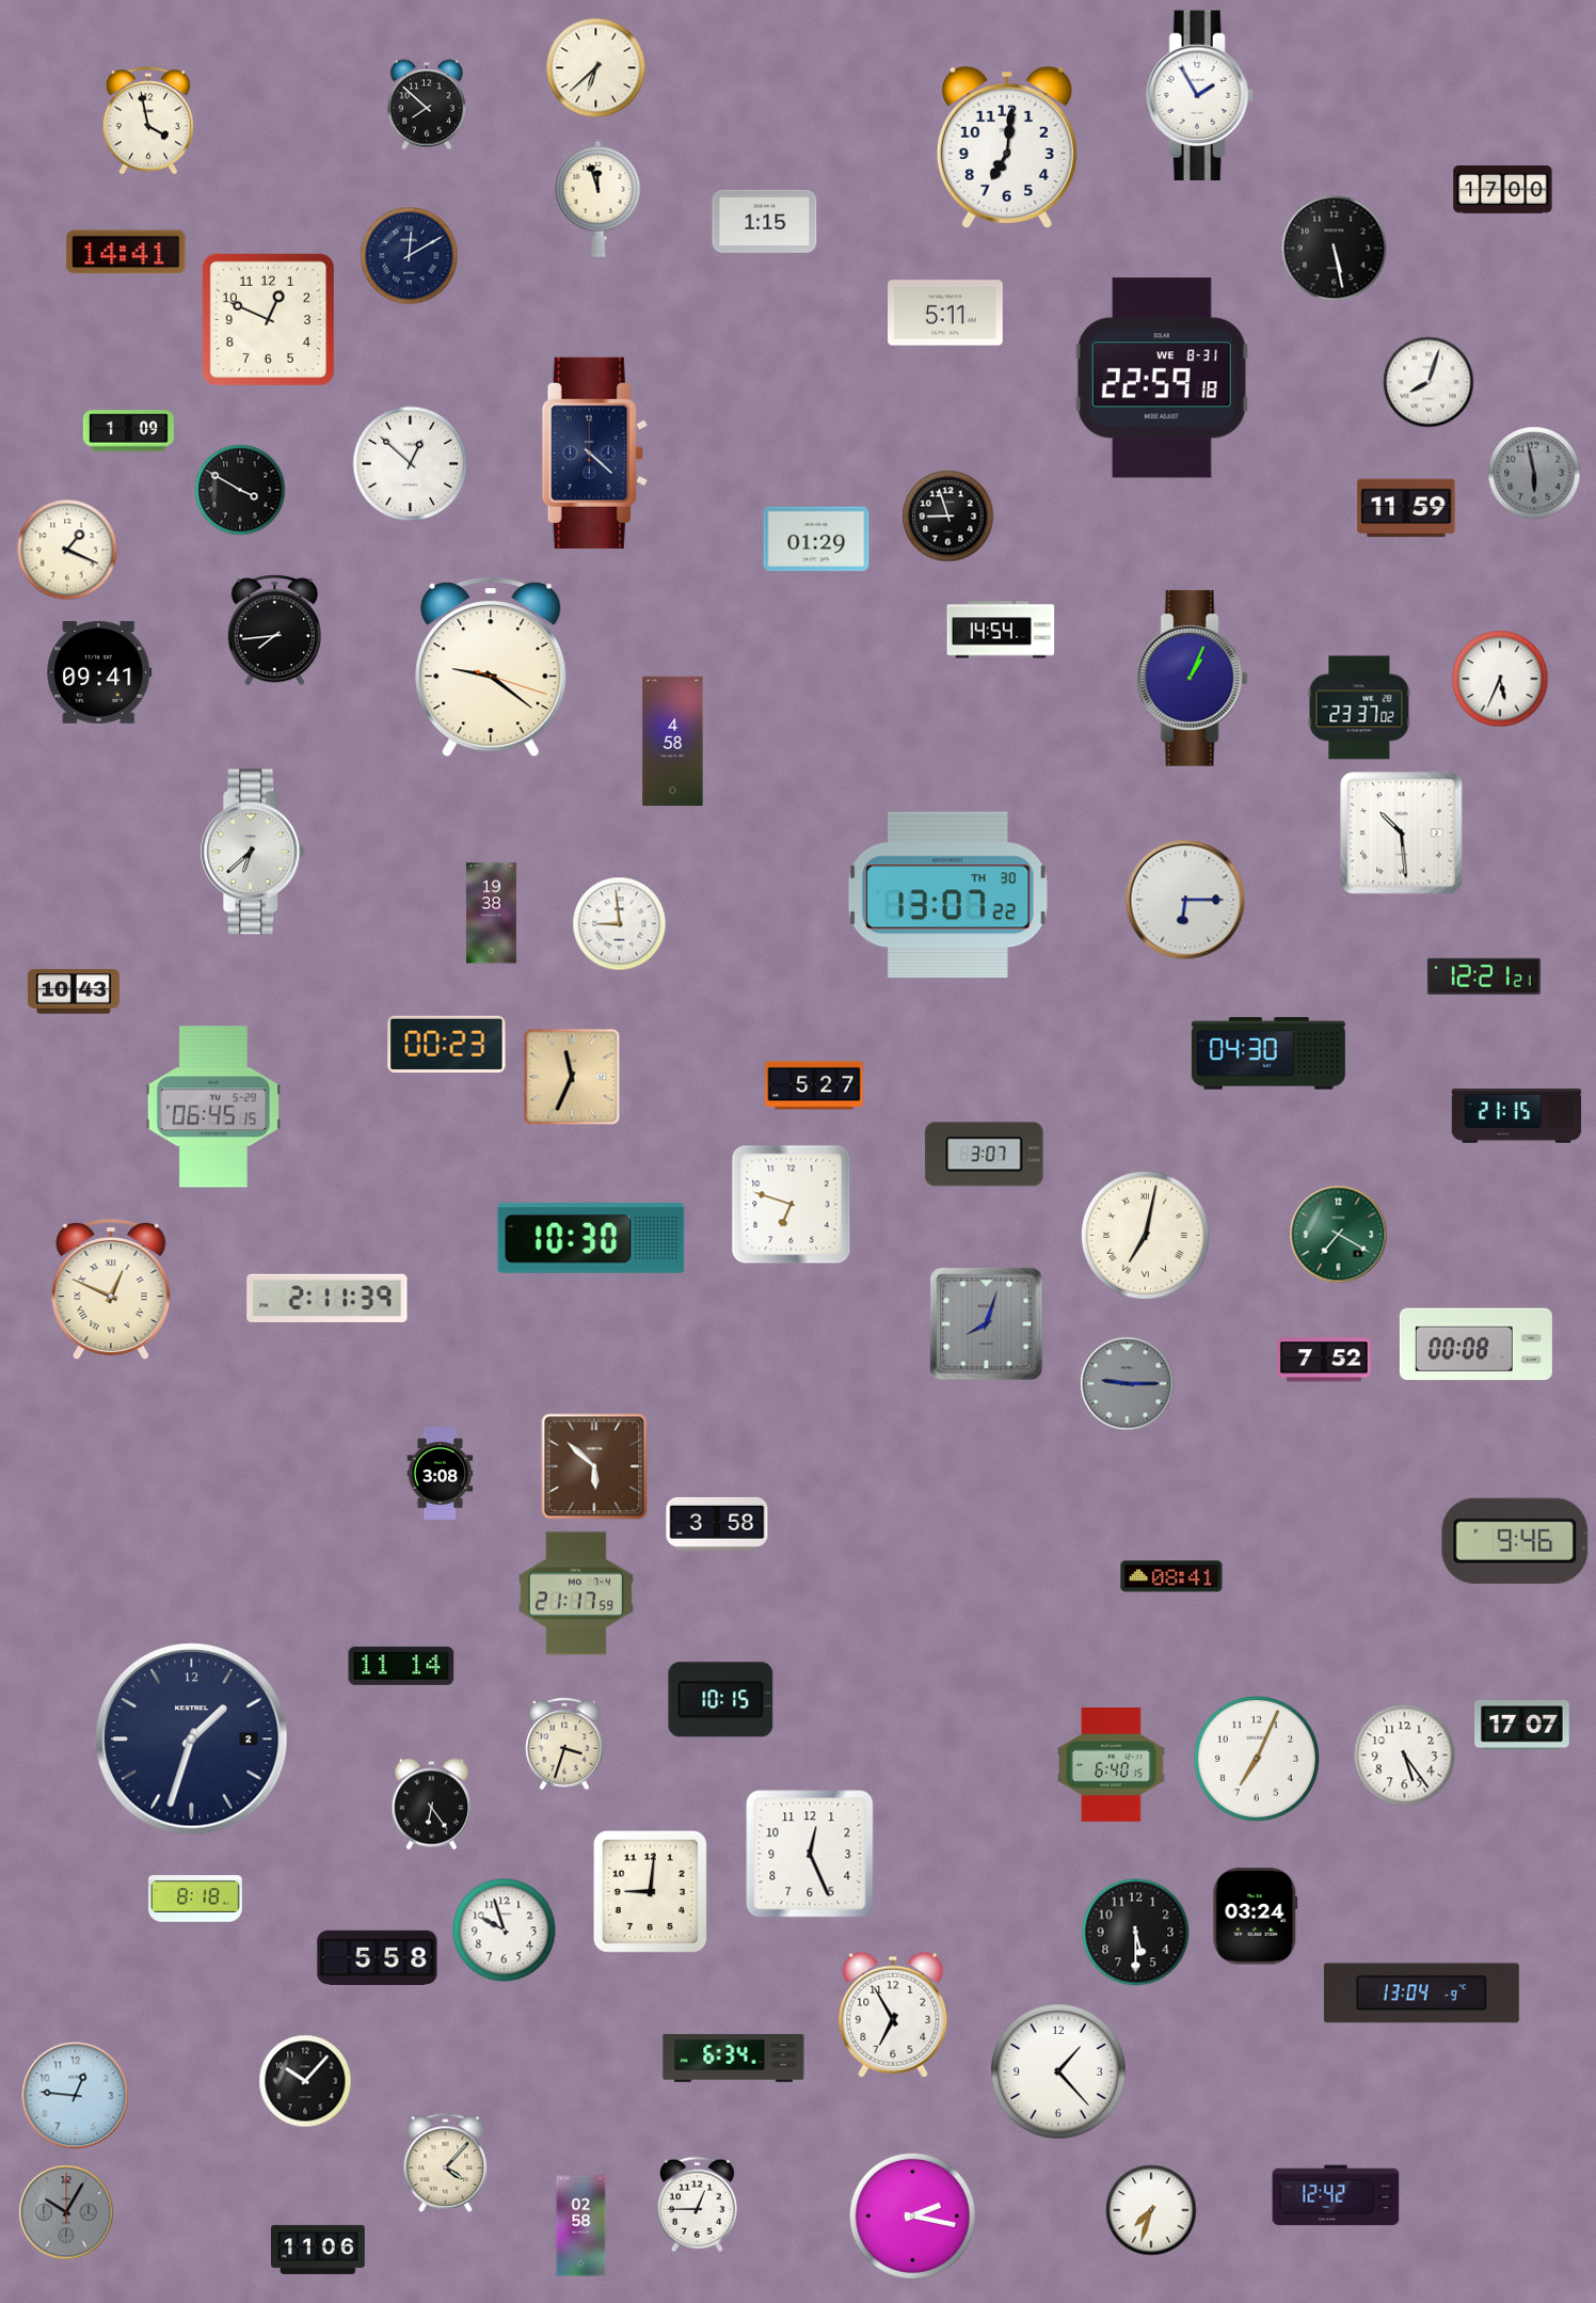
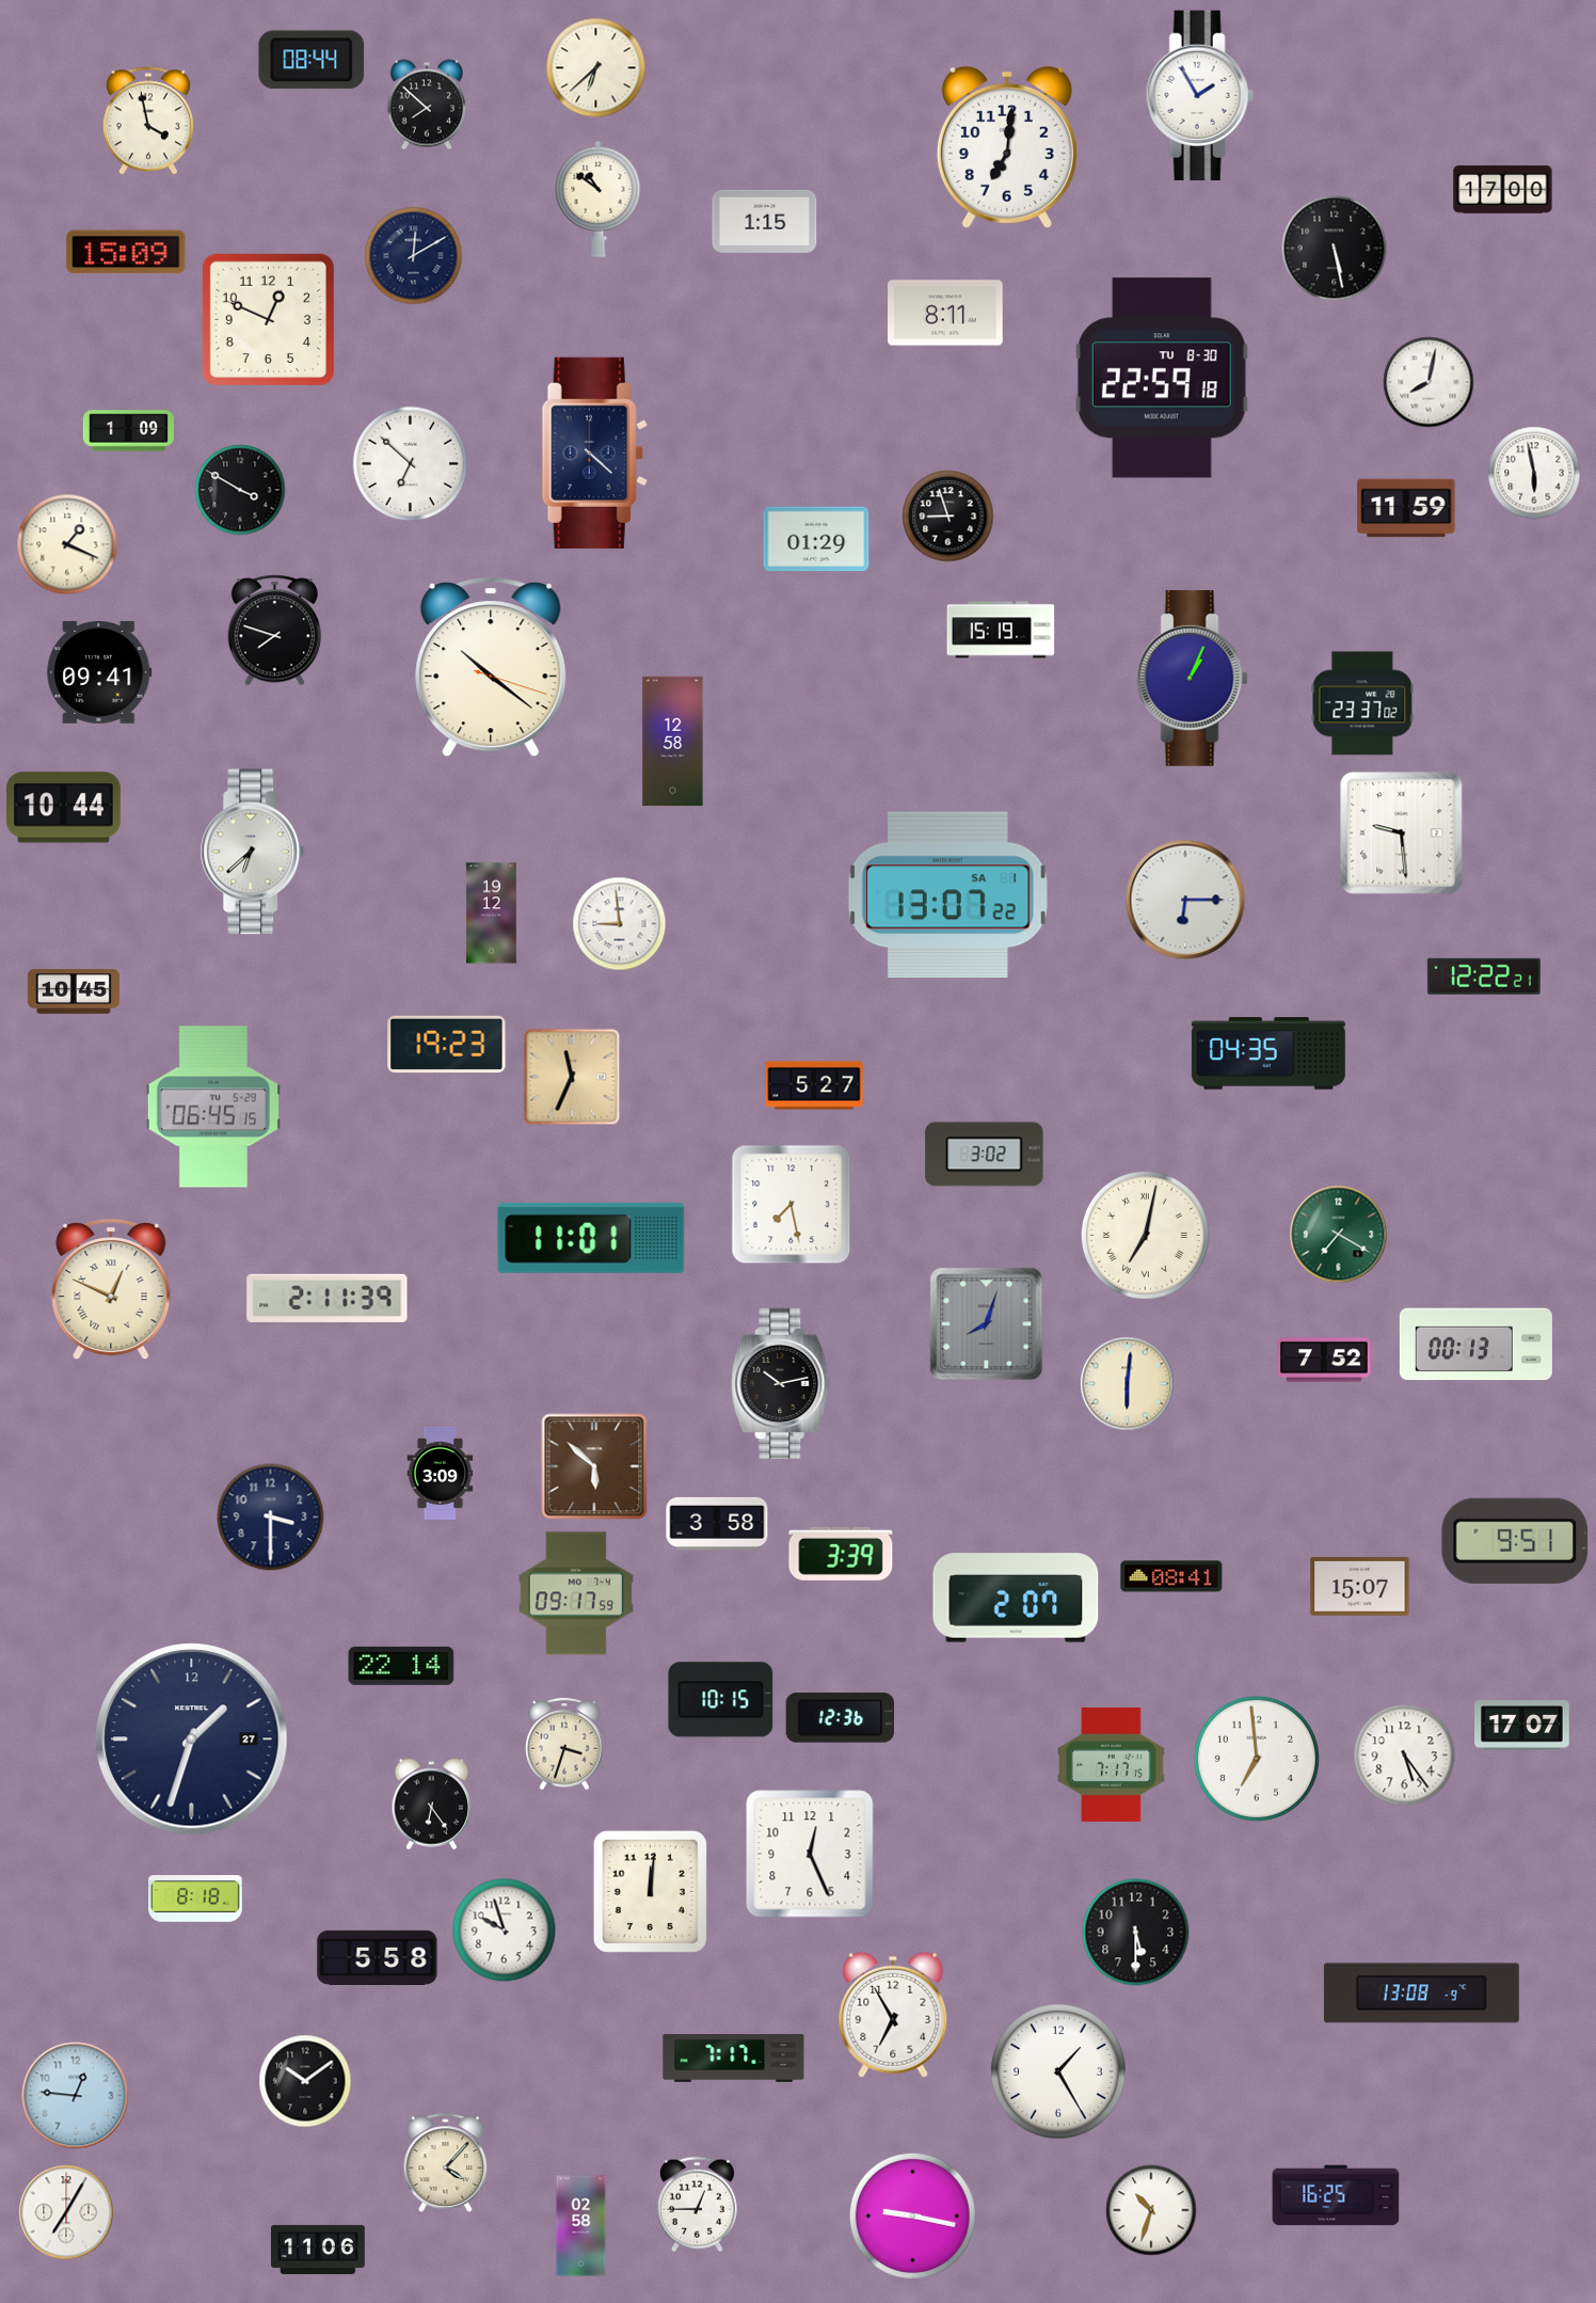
clock at (312, 60): none -> 08:44
clock at (598, 198): 11:57 -> 10:51
clock at (126, 252): 14:41 -> 15:09
clock at (410, 256) position: (410, 256) -> (414, 256)
clock at (945, 313): 5:11 -> 8:11
clock at (1162, 378) date: WE 8-31 -> TU 8-30
clock at (1429, 382): 8:03 -> 8:02
clock at (411, 464): 12:52 -> 6:52
clock at (1534, 473) dial: grey -> white
clock at (67, 550) position: (67, 550) -> (67, 544)
clock at (1001, 630): 14:54 -> 15:19
clock at (275, 631): 7:44 -> 7:48
clock at (491, 668): 9:21 -> 10:21
clock at (1500, 679): 5:34 -> none
clock at (1359, 708) position: (1359, 708) -> (1362, 703)
clock at (673, 742): 4:58 -> 12:58
clock at (63, 808): none -> 10:44
clock at (1402, 833): 10:29 -> 9:29
clock at (947, 895) date: TH 30 -> SA 1
clock at (491, 914): 19:38 -> 19:12
clock at (1484, 976): 12:21 -> 12:22
clock at (74, 992): 10:43 -> 10:45
clock at (447, 1045): 00:23 -> 19:23
clock at (1268, 1053): 04:30 -> 04:35
clock at (1517, 1116): 21:15 -> none
clock at (985, 1155): 3:07 -> 3:02
clock at (792, 1205): 6:48 -> 7:28
clock at (591, 1238): 10:30 -> 11:01
clock at (1475, 1345): 00:08 -> 00:13
clock at (781, 1383): none -> 10:13
clock at (1128, 1384): 9:15 -> 6:01
clock at (1128, 1384) dial: grey -> cream
clock at (441, 1473): 3:08 -> 3:09
clock at (271, 1518): none -> 3:30
clock at (1515, 1541): 9:46 -> 9:51
clock at (841, 1554): none -> 3:39
clock at (1360, 1586): none -> 15:07
clock at (576, 1593): 21:17 -> 09:17
clock at (1016, 1598): none -> 2:07
clock at (401, 1666): 11:14 -> 22:14
clock at (841, 1718): none -> 12:36
clock at (192, 1740) date: 2 -> 27
clock at (1257, 1759): 7:04 -> 6:59
clock at (1112, 1765): 6:40 -> 7:17
clock at (650, 1891): 9:01 -> 12:01
clock at (1256, 1917): 03:24 -> none
clock at (1421, 1994): 13:04 -> 13:08
clock at (734, 2058): 6:34 -> 7:17
clock at (1058, 2071): 1:23 -> 1:25
clock at (305, 2081): 10:07 -> 10:09
clock at (1336, 2195): 12:42 -> 16:25
clock at (1151, 2210): 7:33 -> 10:33
clock at (66, 2212): 10:05 -> 7:05
clock at (66, 2212) dial: grey -> white
clock at (912, 2215): 2:17 -> 9:17
